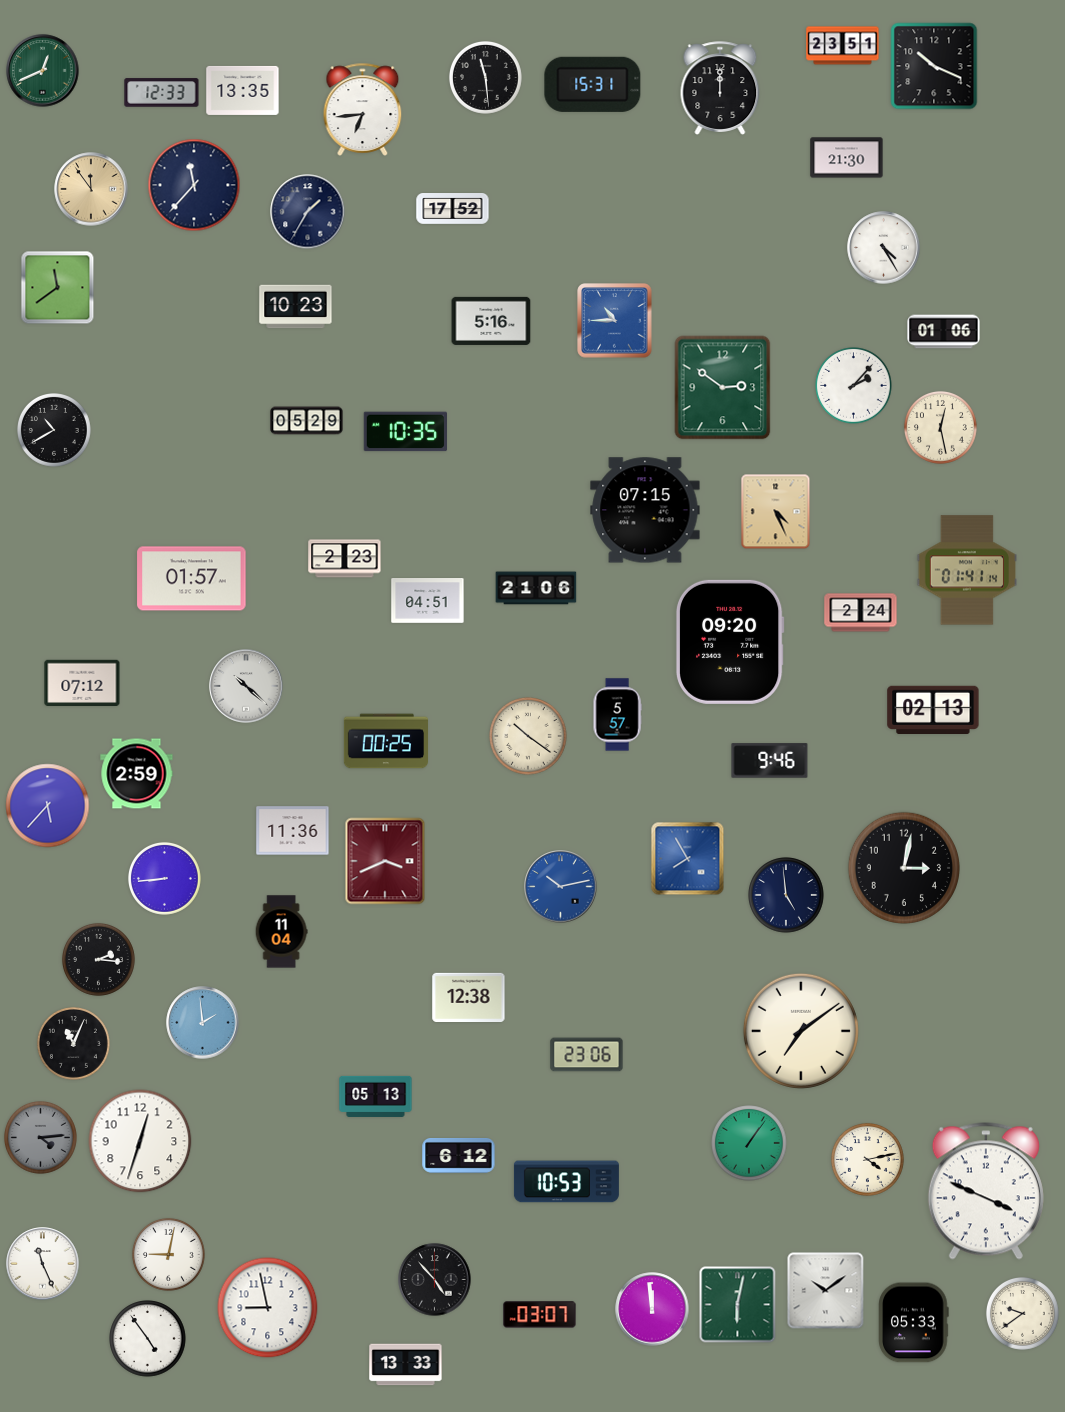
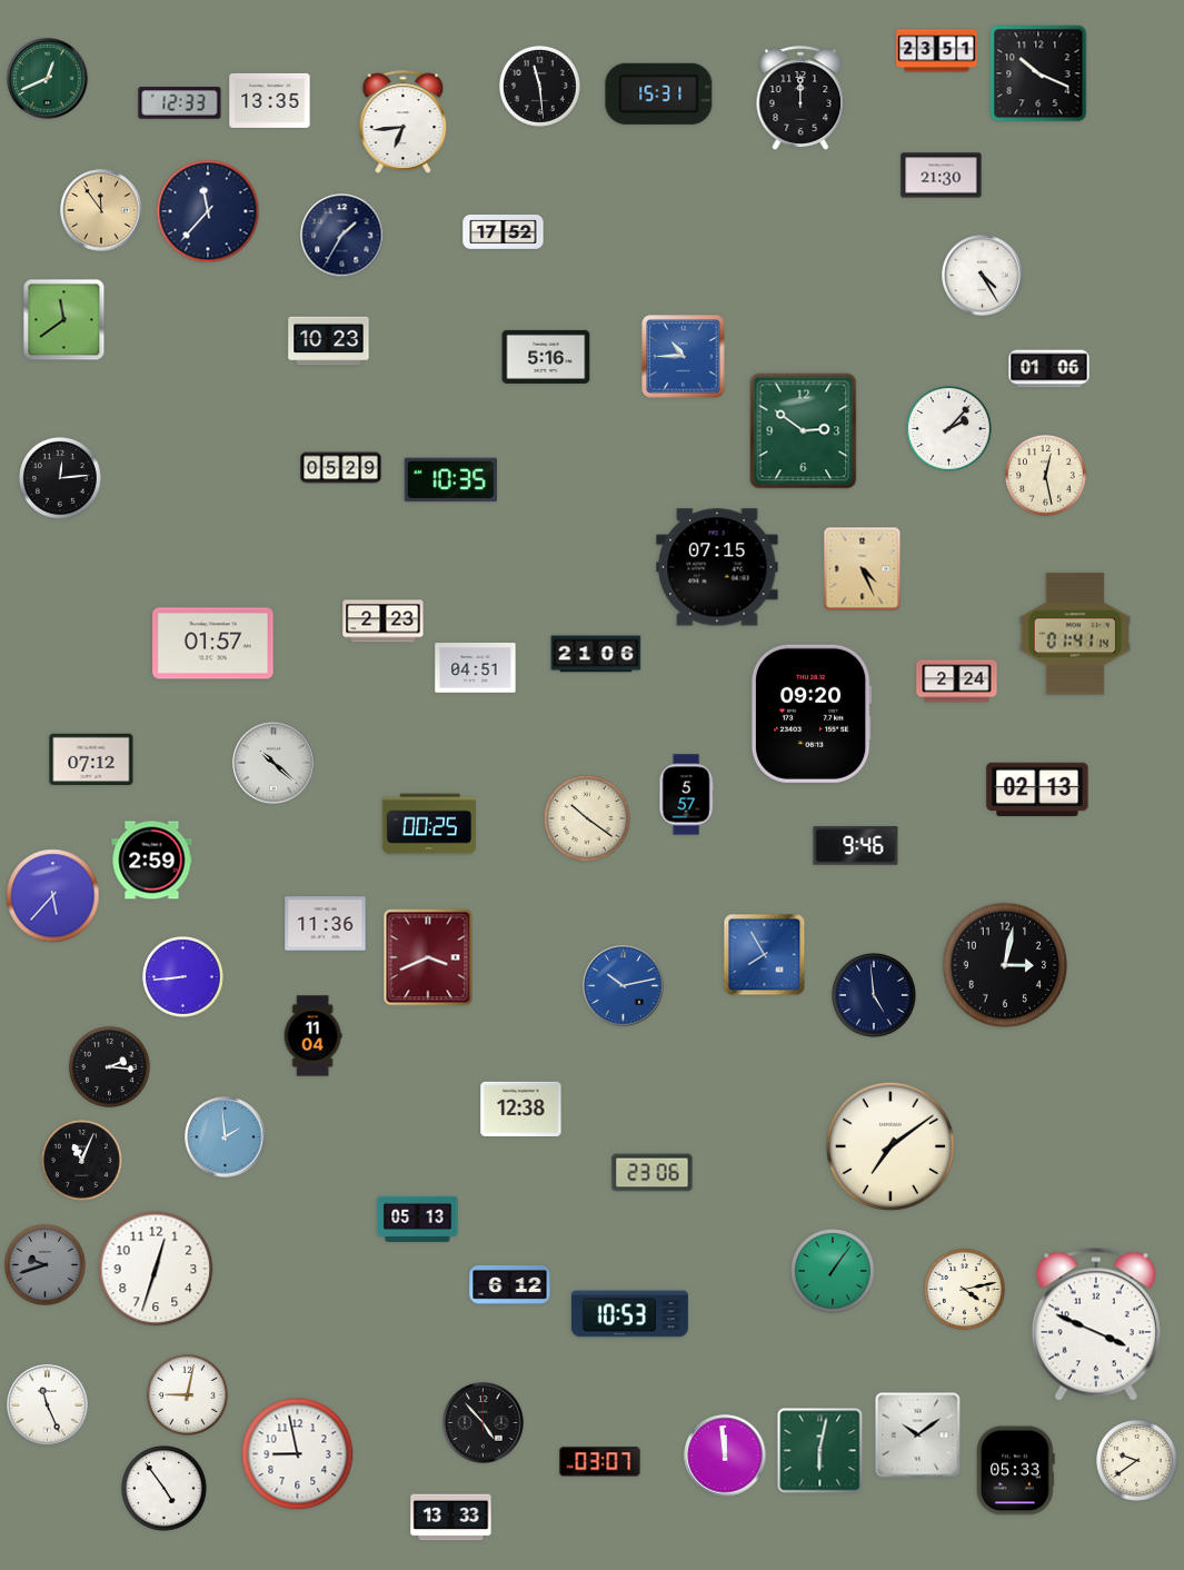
clock at (194, 185) position: (194, 185) -> (208, 211)
clock at (55, 431): 10:40 -> 12:14
clock at (40, 1137): 4:14 -> 9:42
